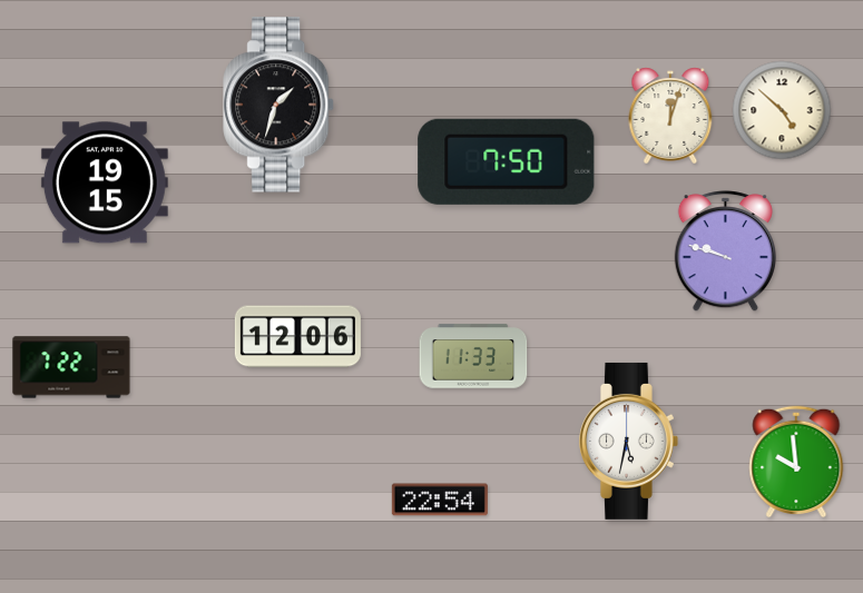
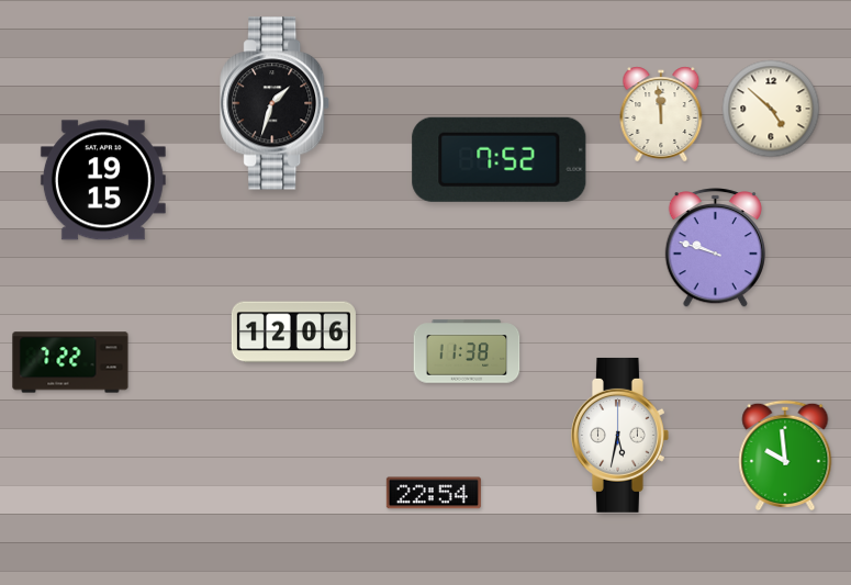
clock at (670, 116): 12:03 -> 11:59
clock at (507, 161): 7:50 -> 7:52
clock at (473, 356): 11:33 -> 11:38
